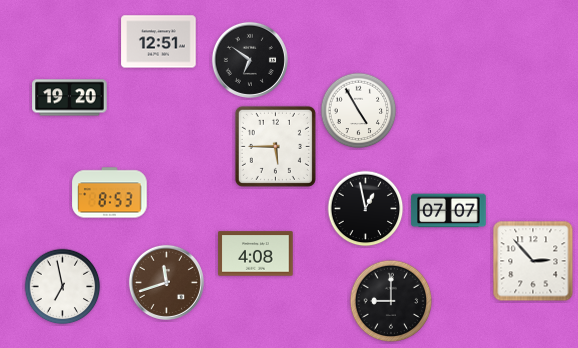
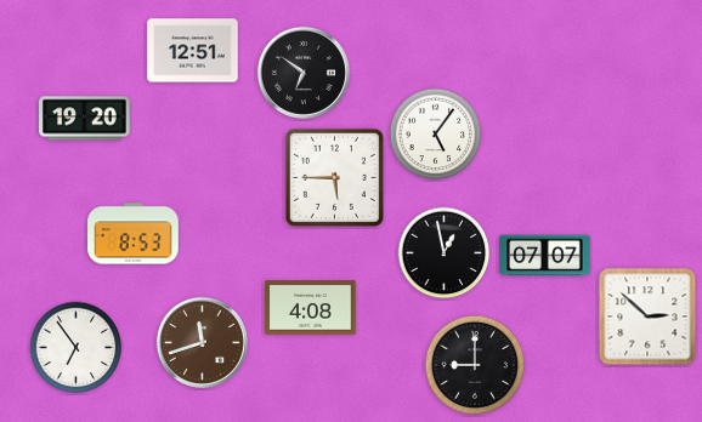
clock at (359, 111): 4:55 -> 5:06
clock at (533, 261): 2:53 -> 2:52
clock at (63, 287): 6:58 -> 6:54
